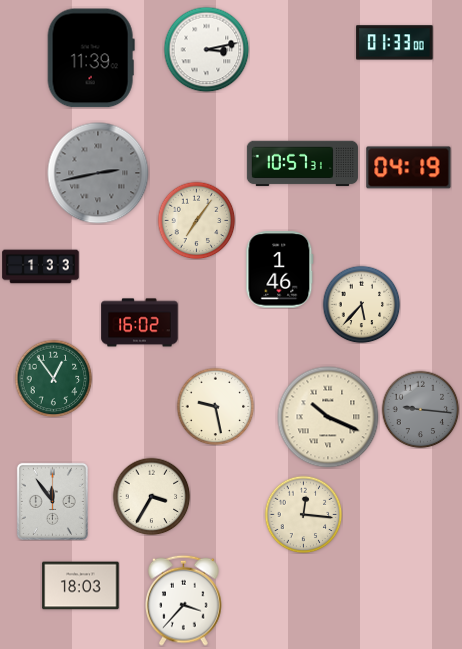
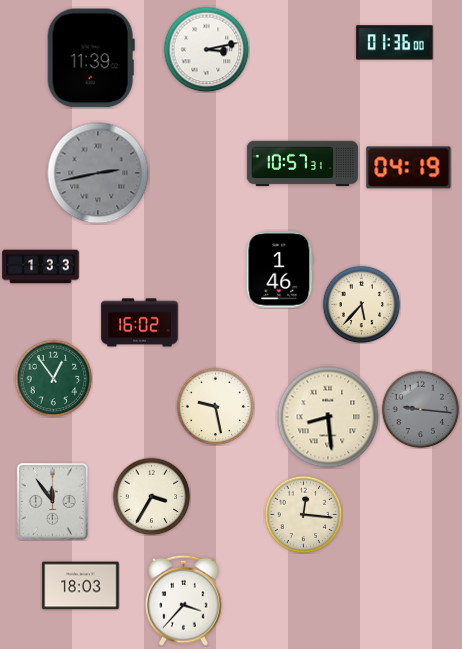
clock at (395, 43): 01:33 -> 01:36
clock at (196, 220): 7:06 -> none
clock at (328, 417): 10:19 -> 8:29
